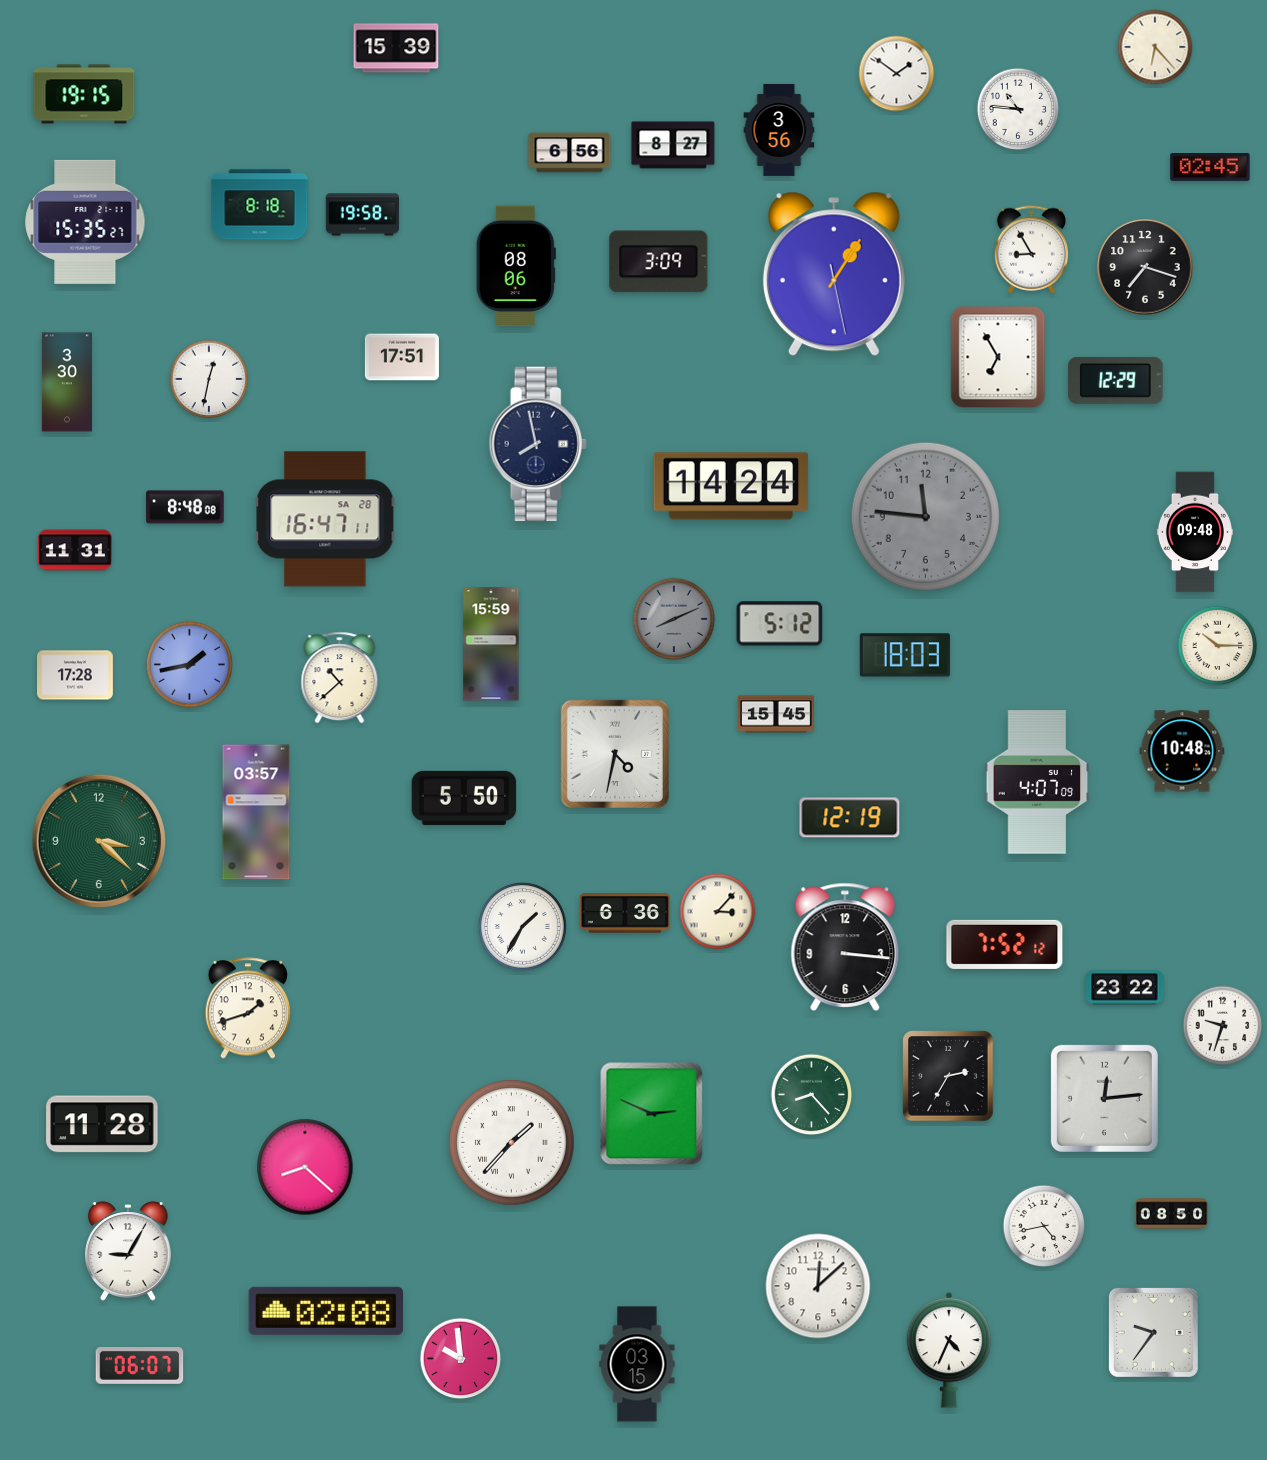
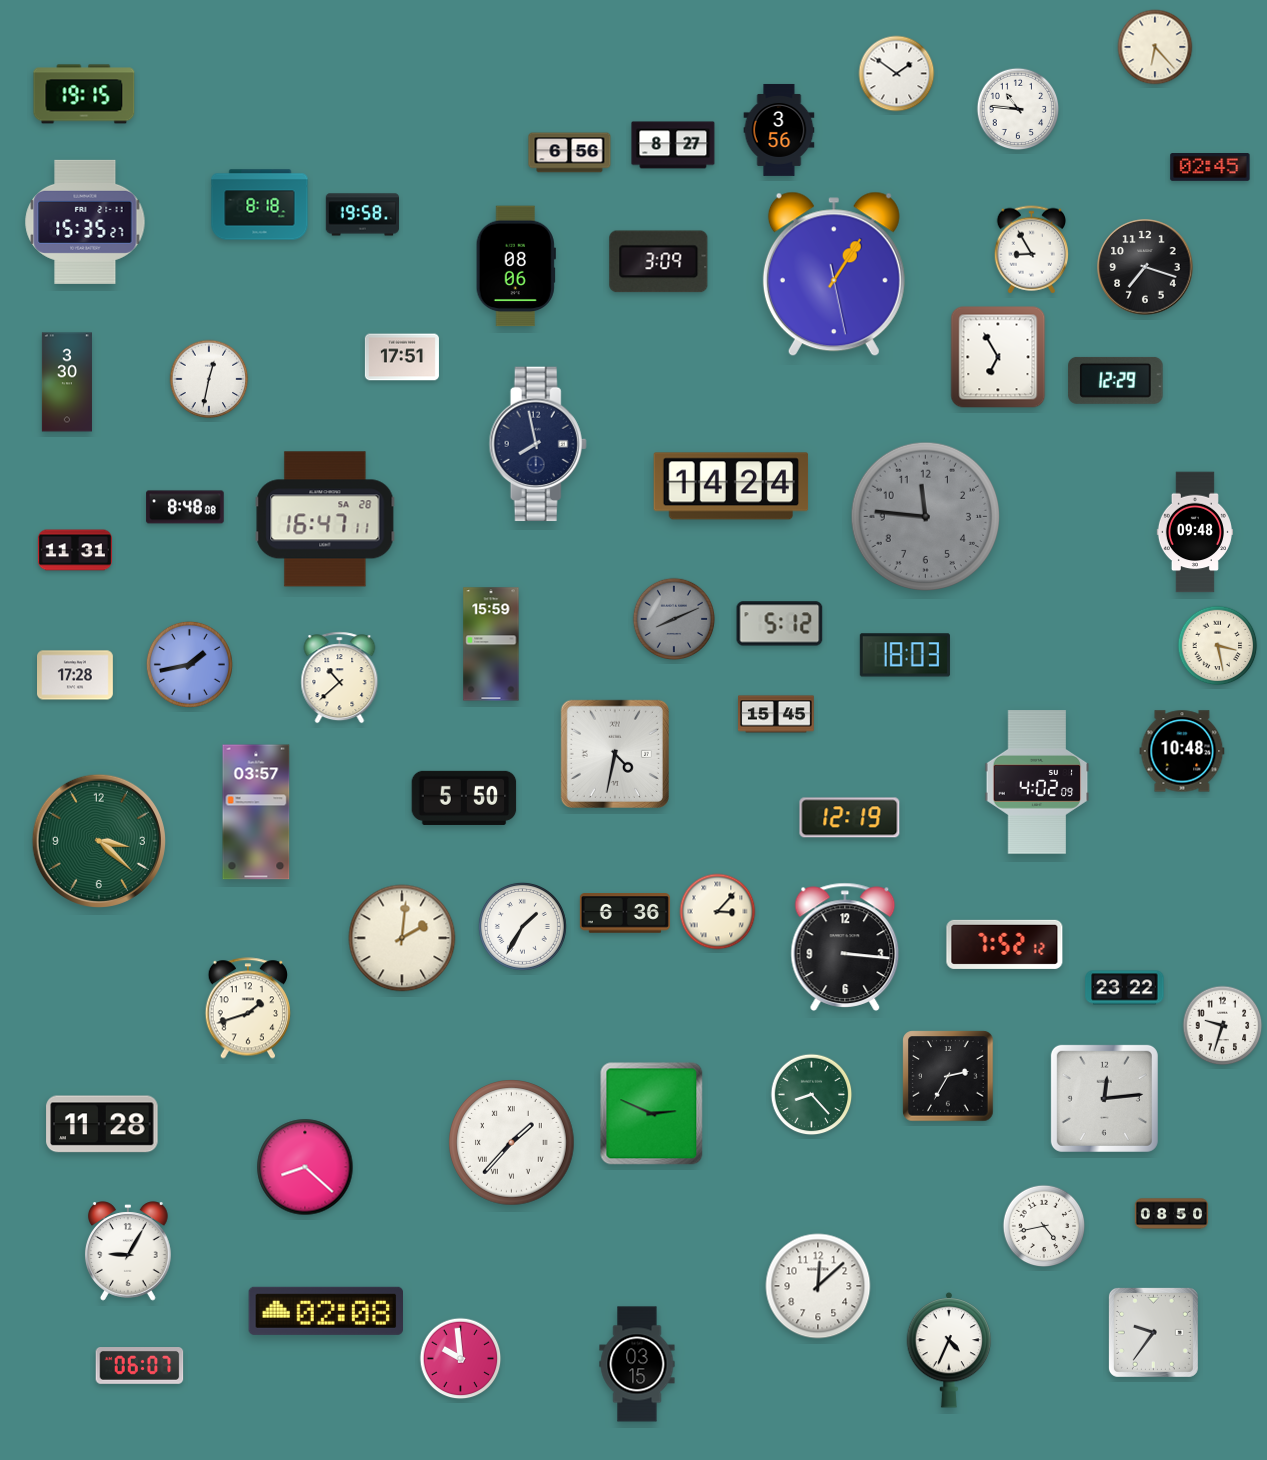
clock at (396, 48): 15:39 -> none
clock at (1218, 646): 10:15 -> 3:28
clock at (1037, 782): 4:07 -> 4:02
clock at (402, 938): none -> 2:01
